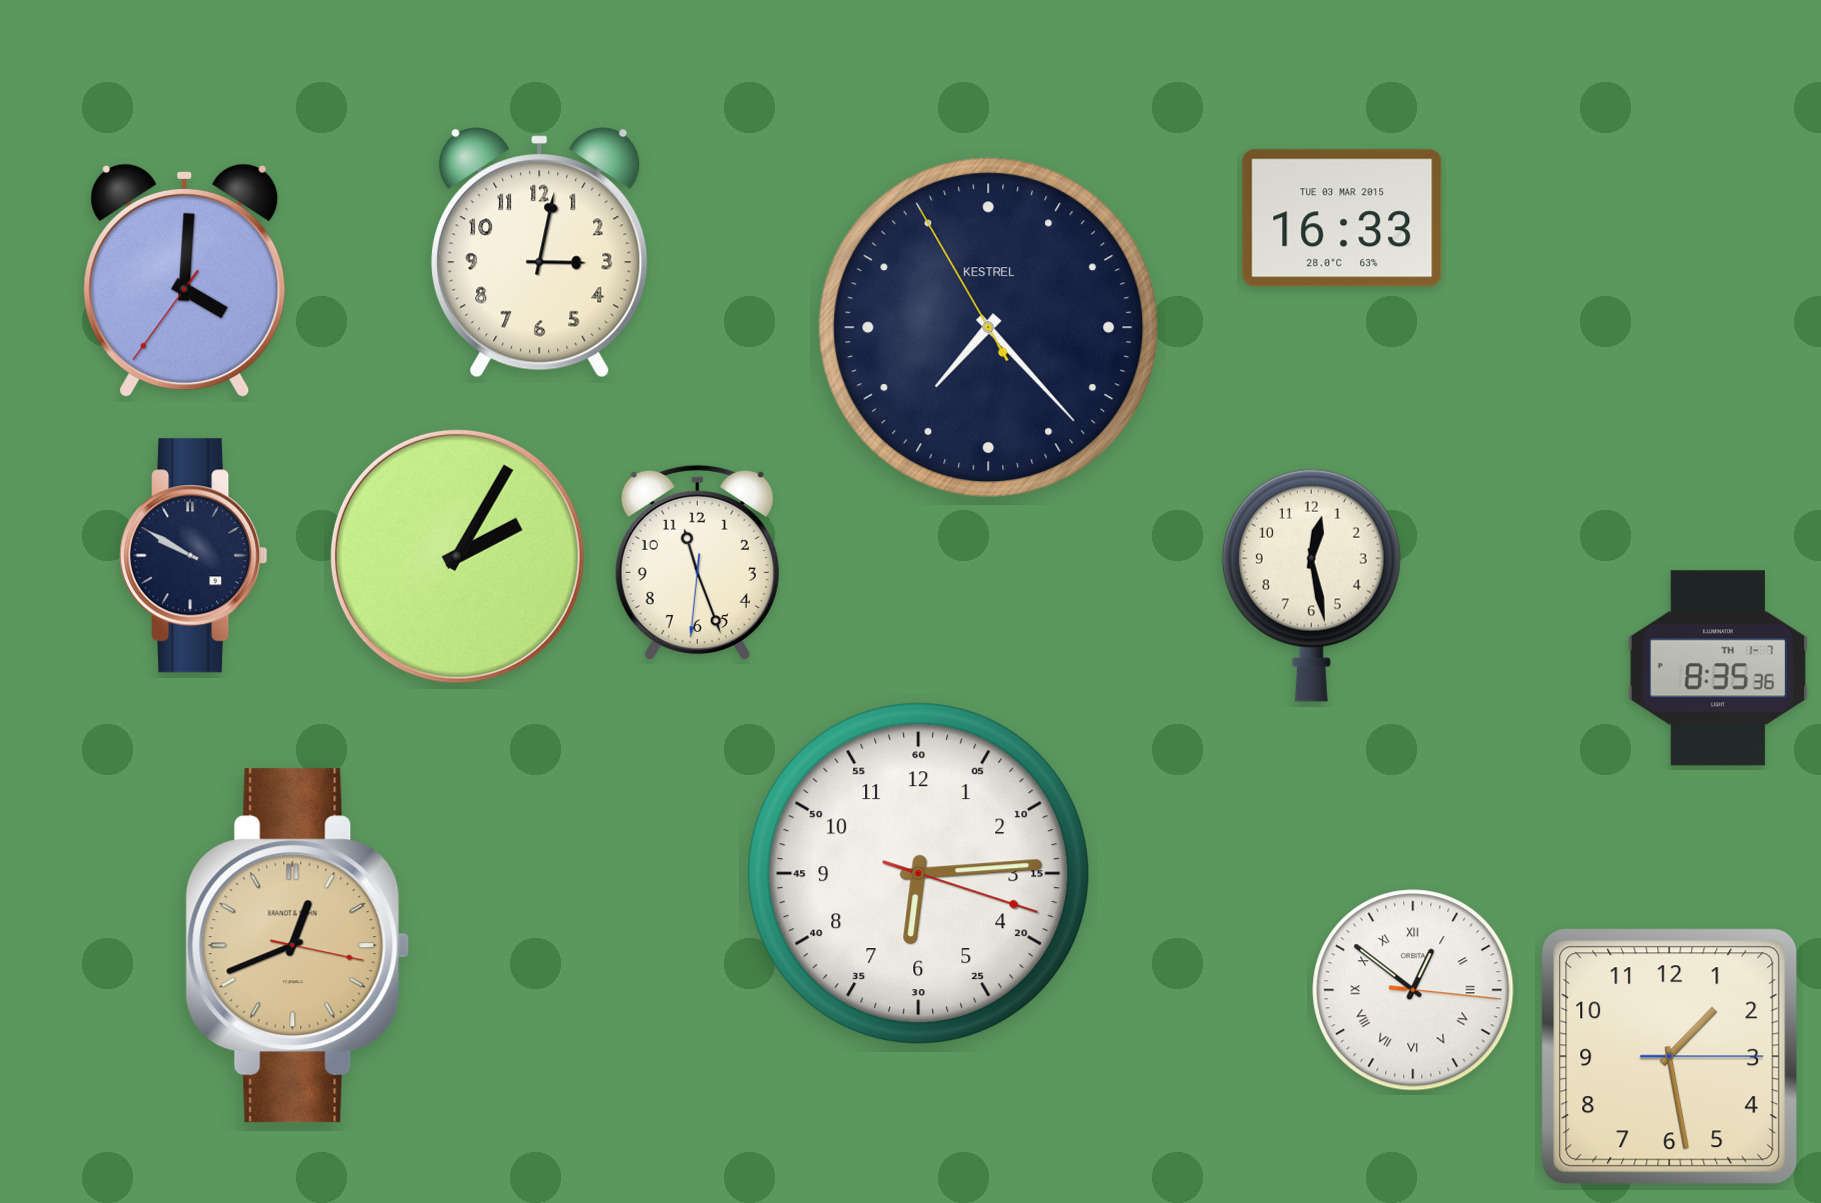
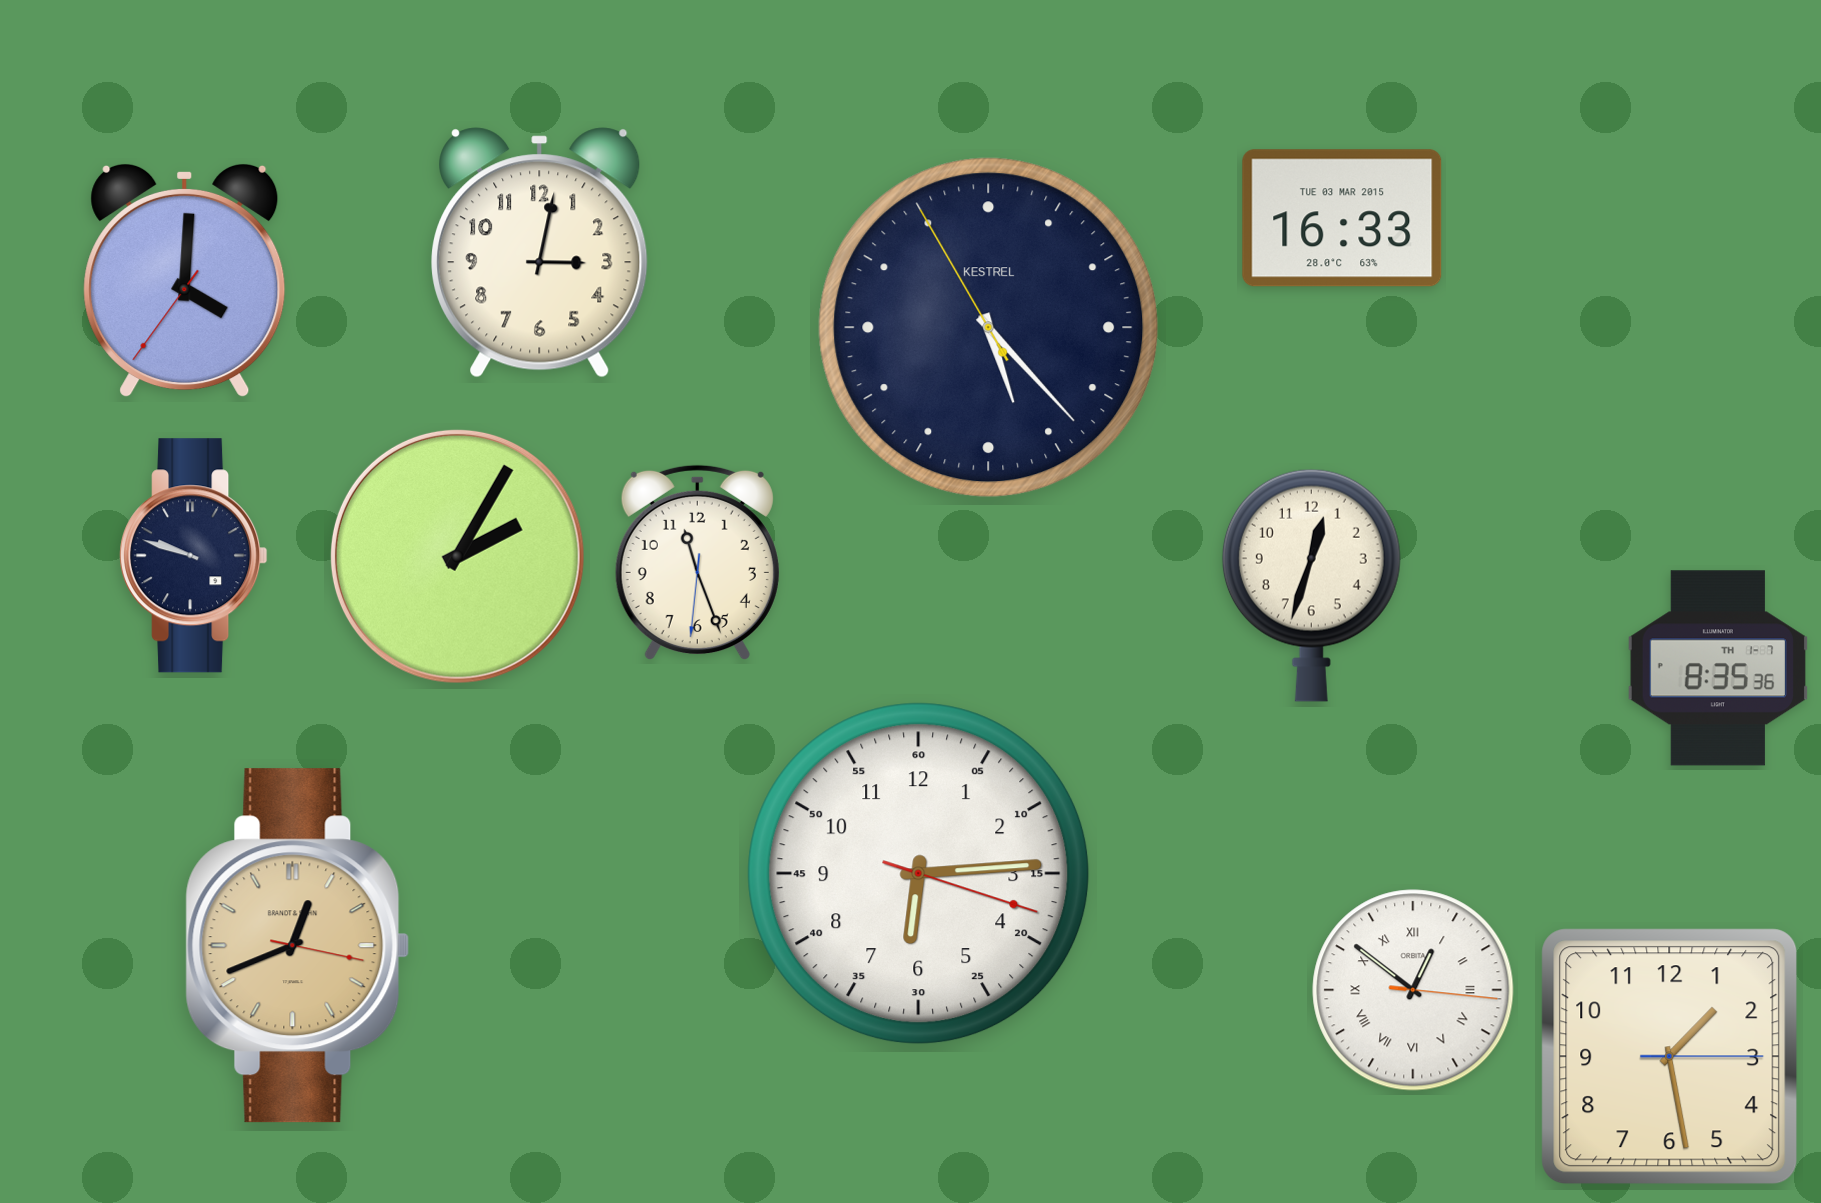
clock at (989, 328): 7:22 -> 5:22
clock at (194, 556): 9:50 -> 9:48
clock at (1311, 585): 12:28 -> 12:33
